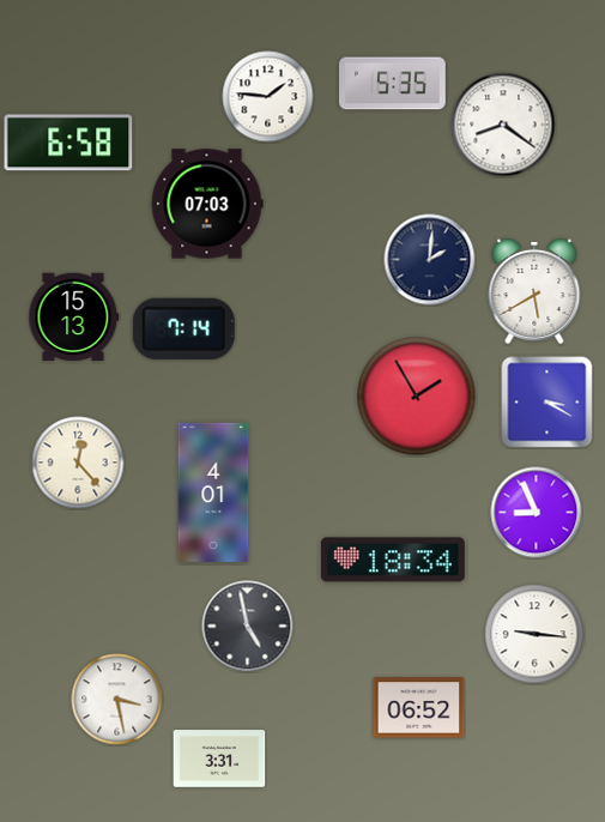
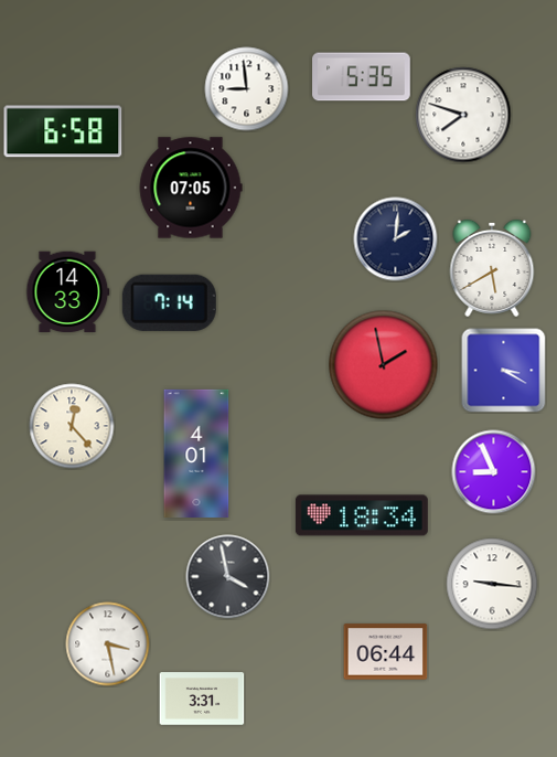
clock at (268, 97): 1:46 -> 8:59
clock at (503, 125): 8:21 -> 7:48
clock at (207, 204): 07:03 -> 07:05
clock at (74, 318): 15:13 -> 14:33
clock at (417, 397): 1:55 -> 1:58
clock at (248, 627): 4:58 -> 3:58
clock at (419, 708): 06:52 -> 06:44
